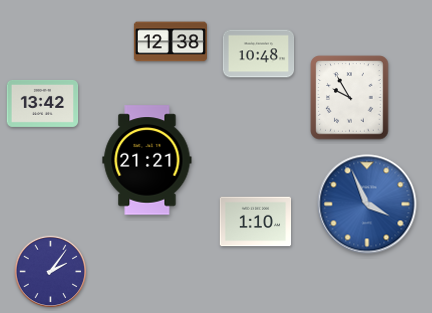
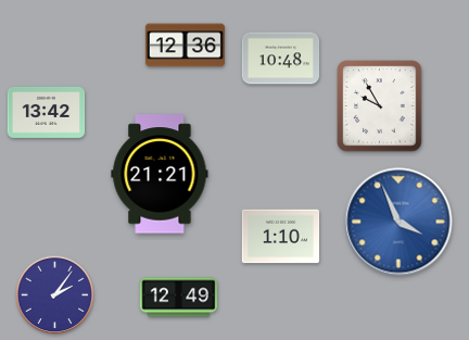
clock at (170, 42): 12:38 -> 12:36
clock at (256, 222) position: (256, 222) -> (281, 237)
clock at (179, 298): none -> 12:49
